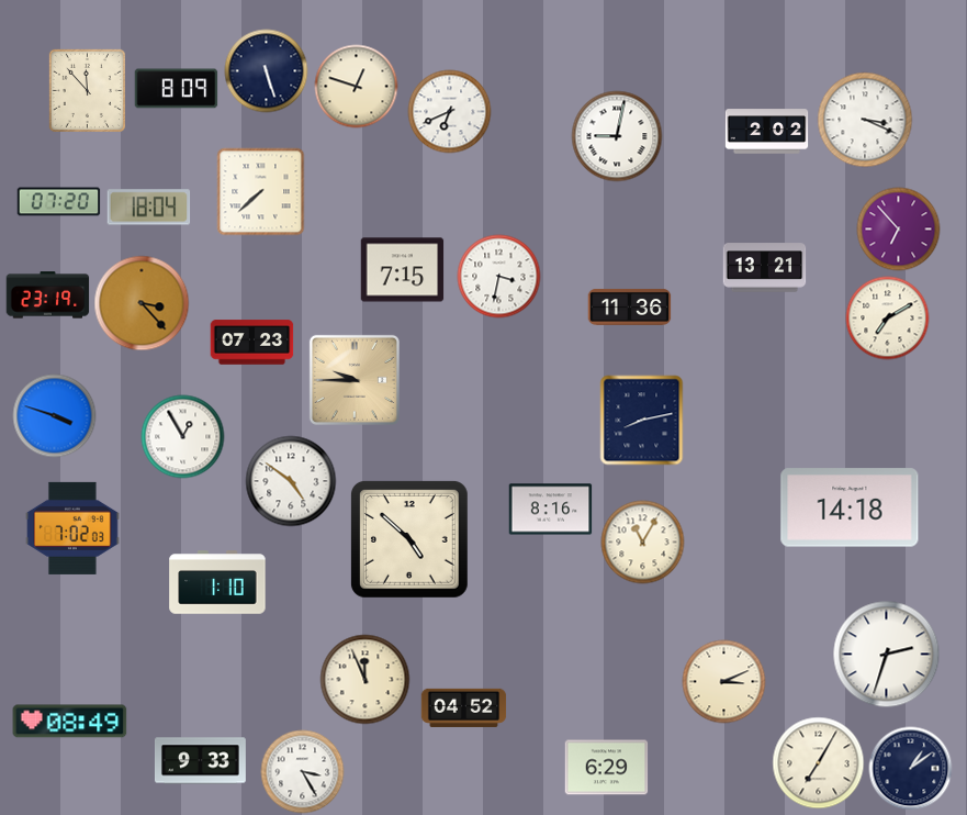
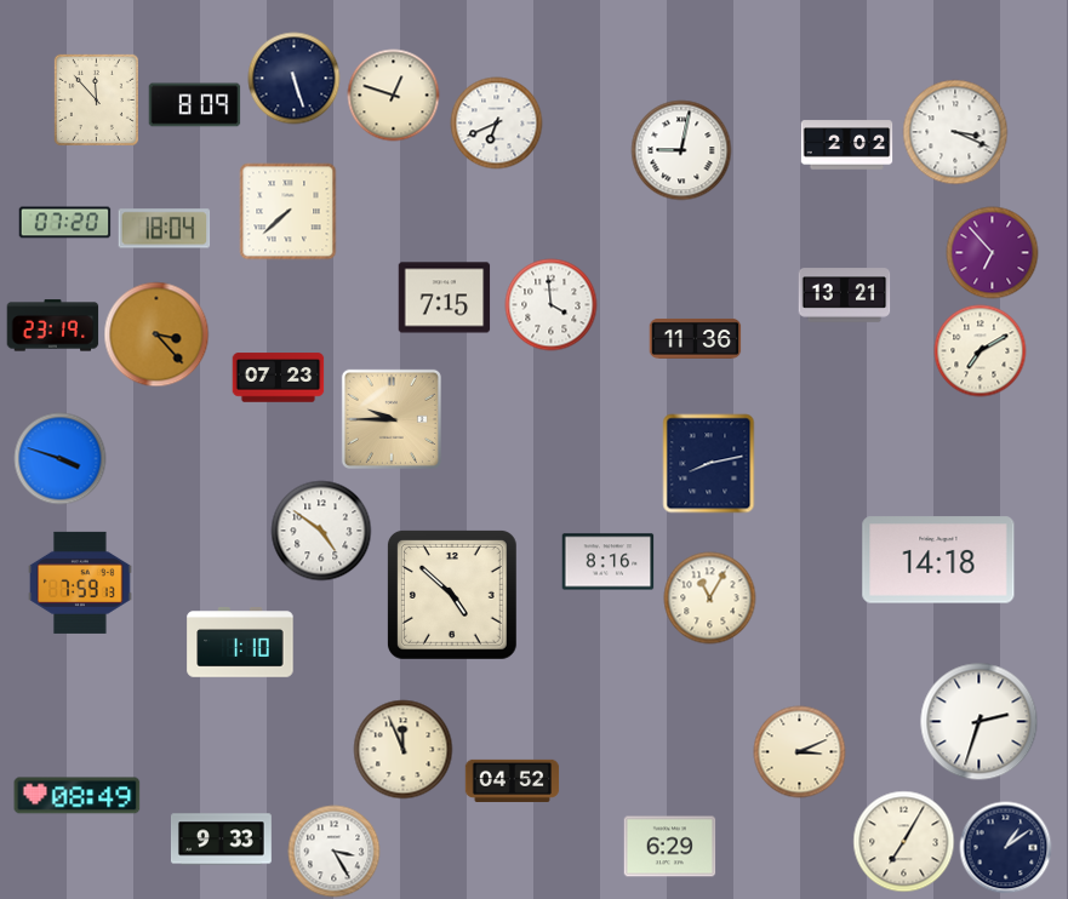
clock at (177, 89) position: (177, 89) -> (195, 105)
clock at (499, 277): 3:32 -> 3:59
clock at (183, 437): 12:55 -> none
clock at (72, 528): 7:02 -> 7:59
